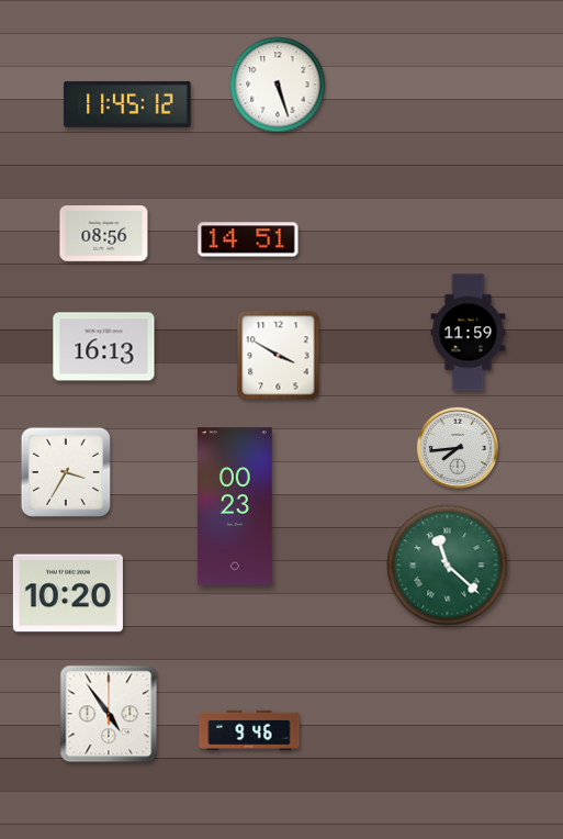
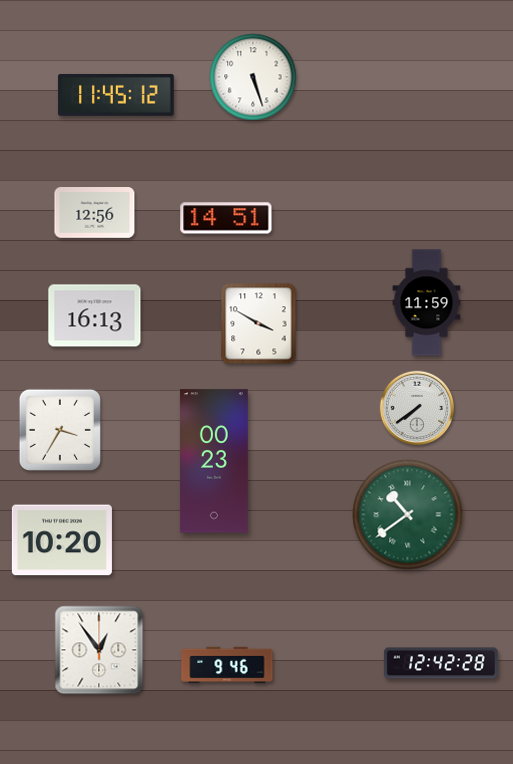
clock at (104, 234): 08:56 -> 12:56
clock at (279, 356) position: (279, 356) -> (259, 324)
clock at (458, 448): 7:44 -> 7:39
clock at (448, 566): 11:22 -> 10:39
clock at (109, 714): 4:54 -> 12:54
clock at (441, 663): none -> 12:42
